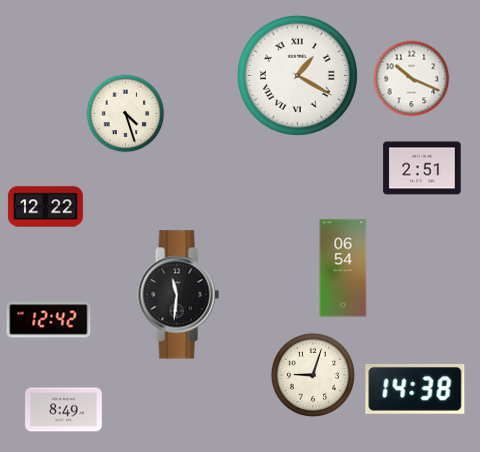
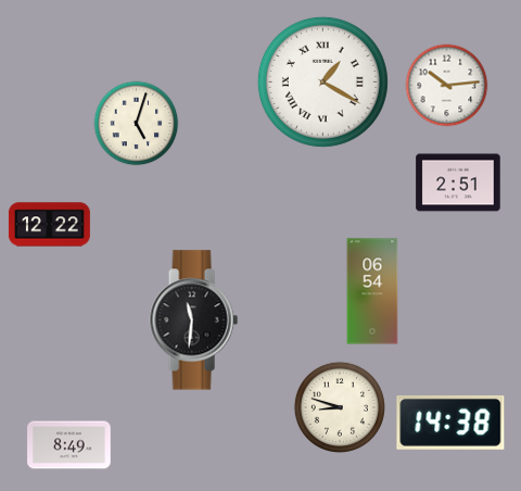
clock at (412, 79): 10:19 -> 10:14
clock at (126, 114): 4:27 -> 5:03
clock at (49, 320): 12:42 -> none
clock at (313, 375): 9:03 -> 8:48
